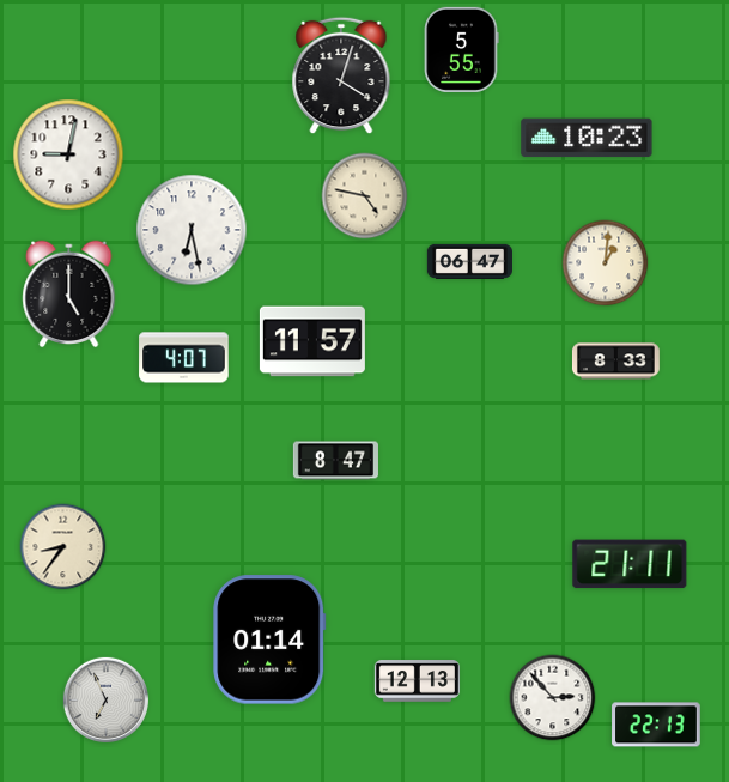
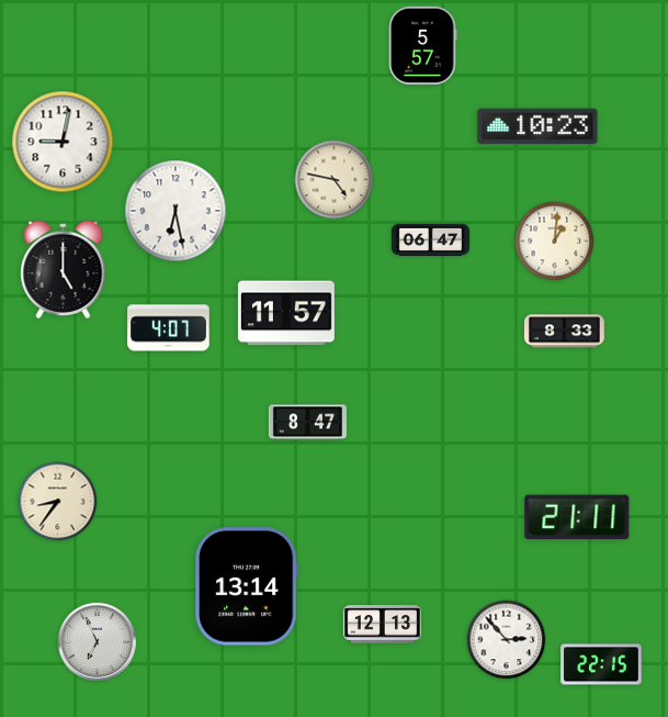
clock at (461, 49): 5:55 -> 5:57
clock at (341, 75): 4:03 -> none
clock at (269, 639): 01:14 -> 13:14
clock at (656, 725): 22:13 -> 22:15
